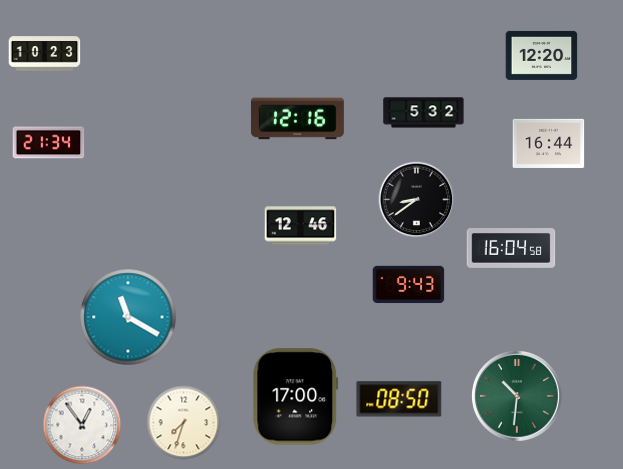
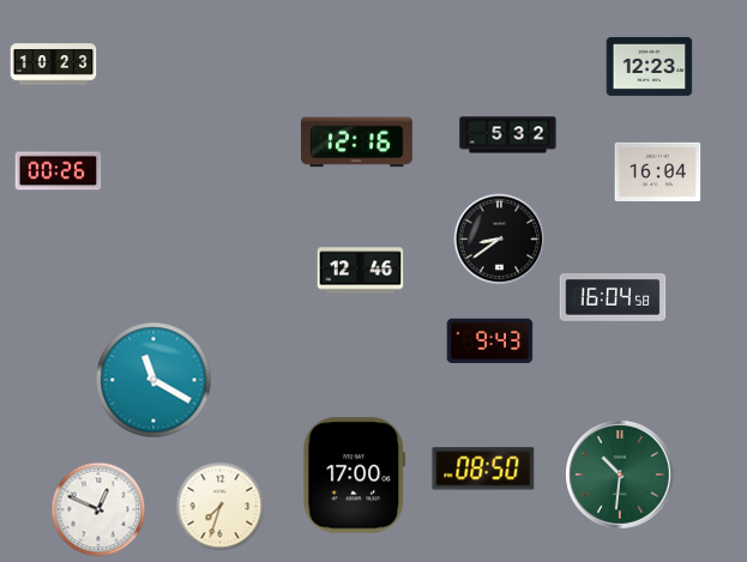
clock at (542, 55): 12:20 -> 12:23
clock at (49, 143): 21:34 -> 00:26
clock at (549, 143): 16:44 -> 16:04
clock at (399, 399) position: (399, 399) -> (483, 469)
clock at (82, 425): 12:54 -> 12:49
